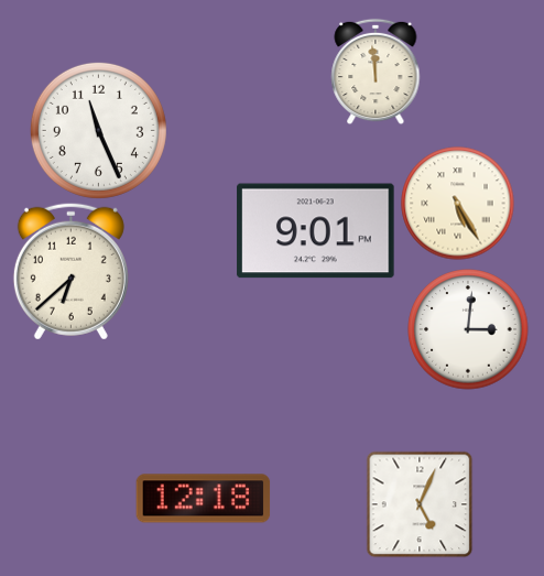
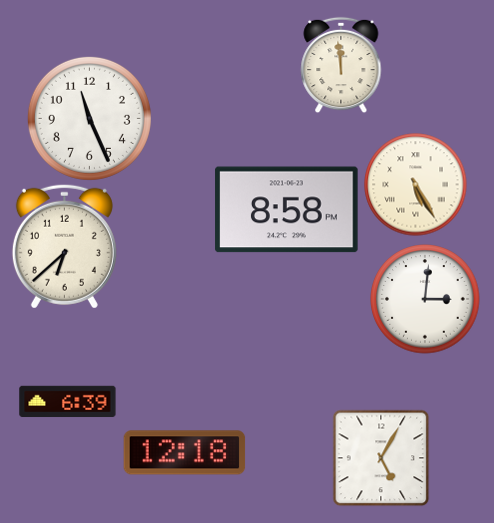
clock at (316, 231): 9:01 -> 8:58
clock at (68, 402): none -> 6:39
clock at (420, 504): 5:04 -> 5:05
